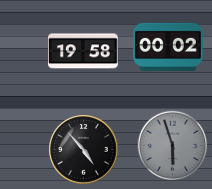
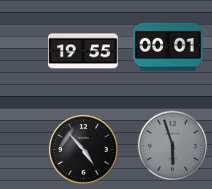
clock at (169, 47): 00:02 -> 00:01
clock at (83, 51): 19:58 -> 19:55
